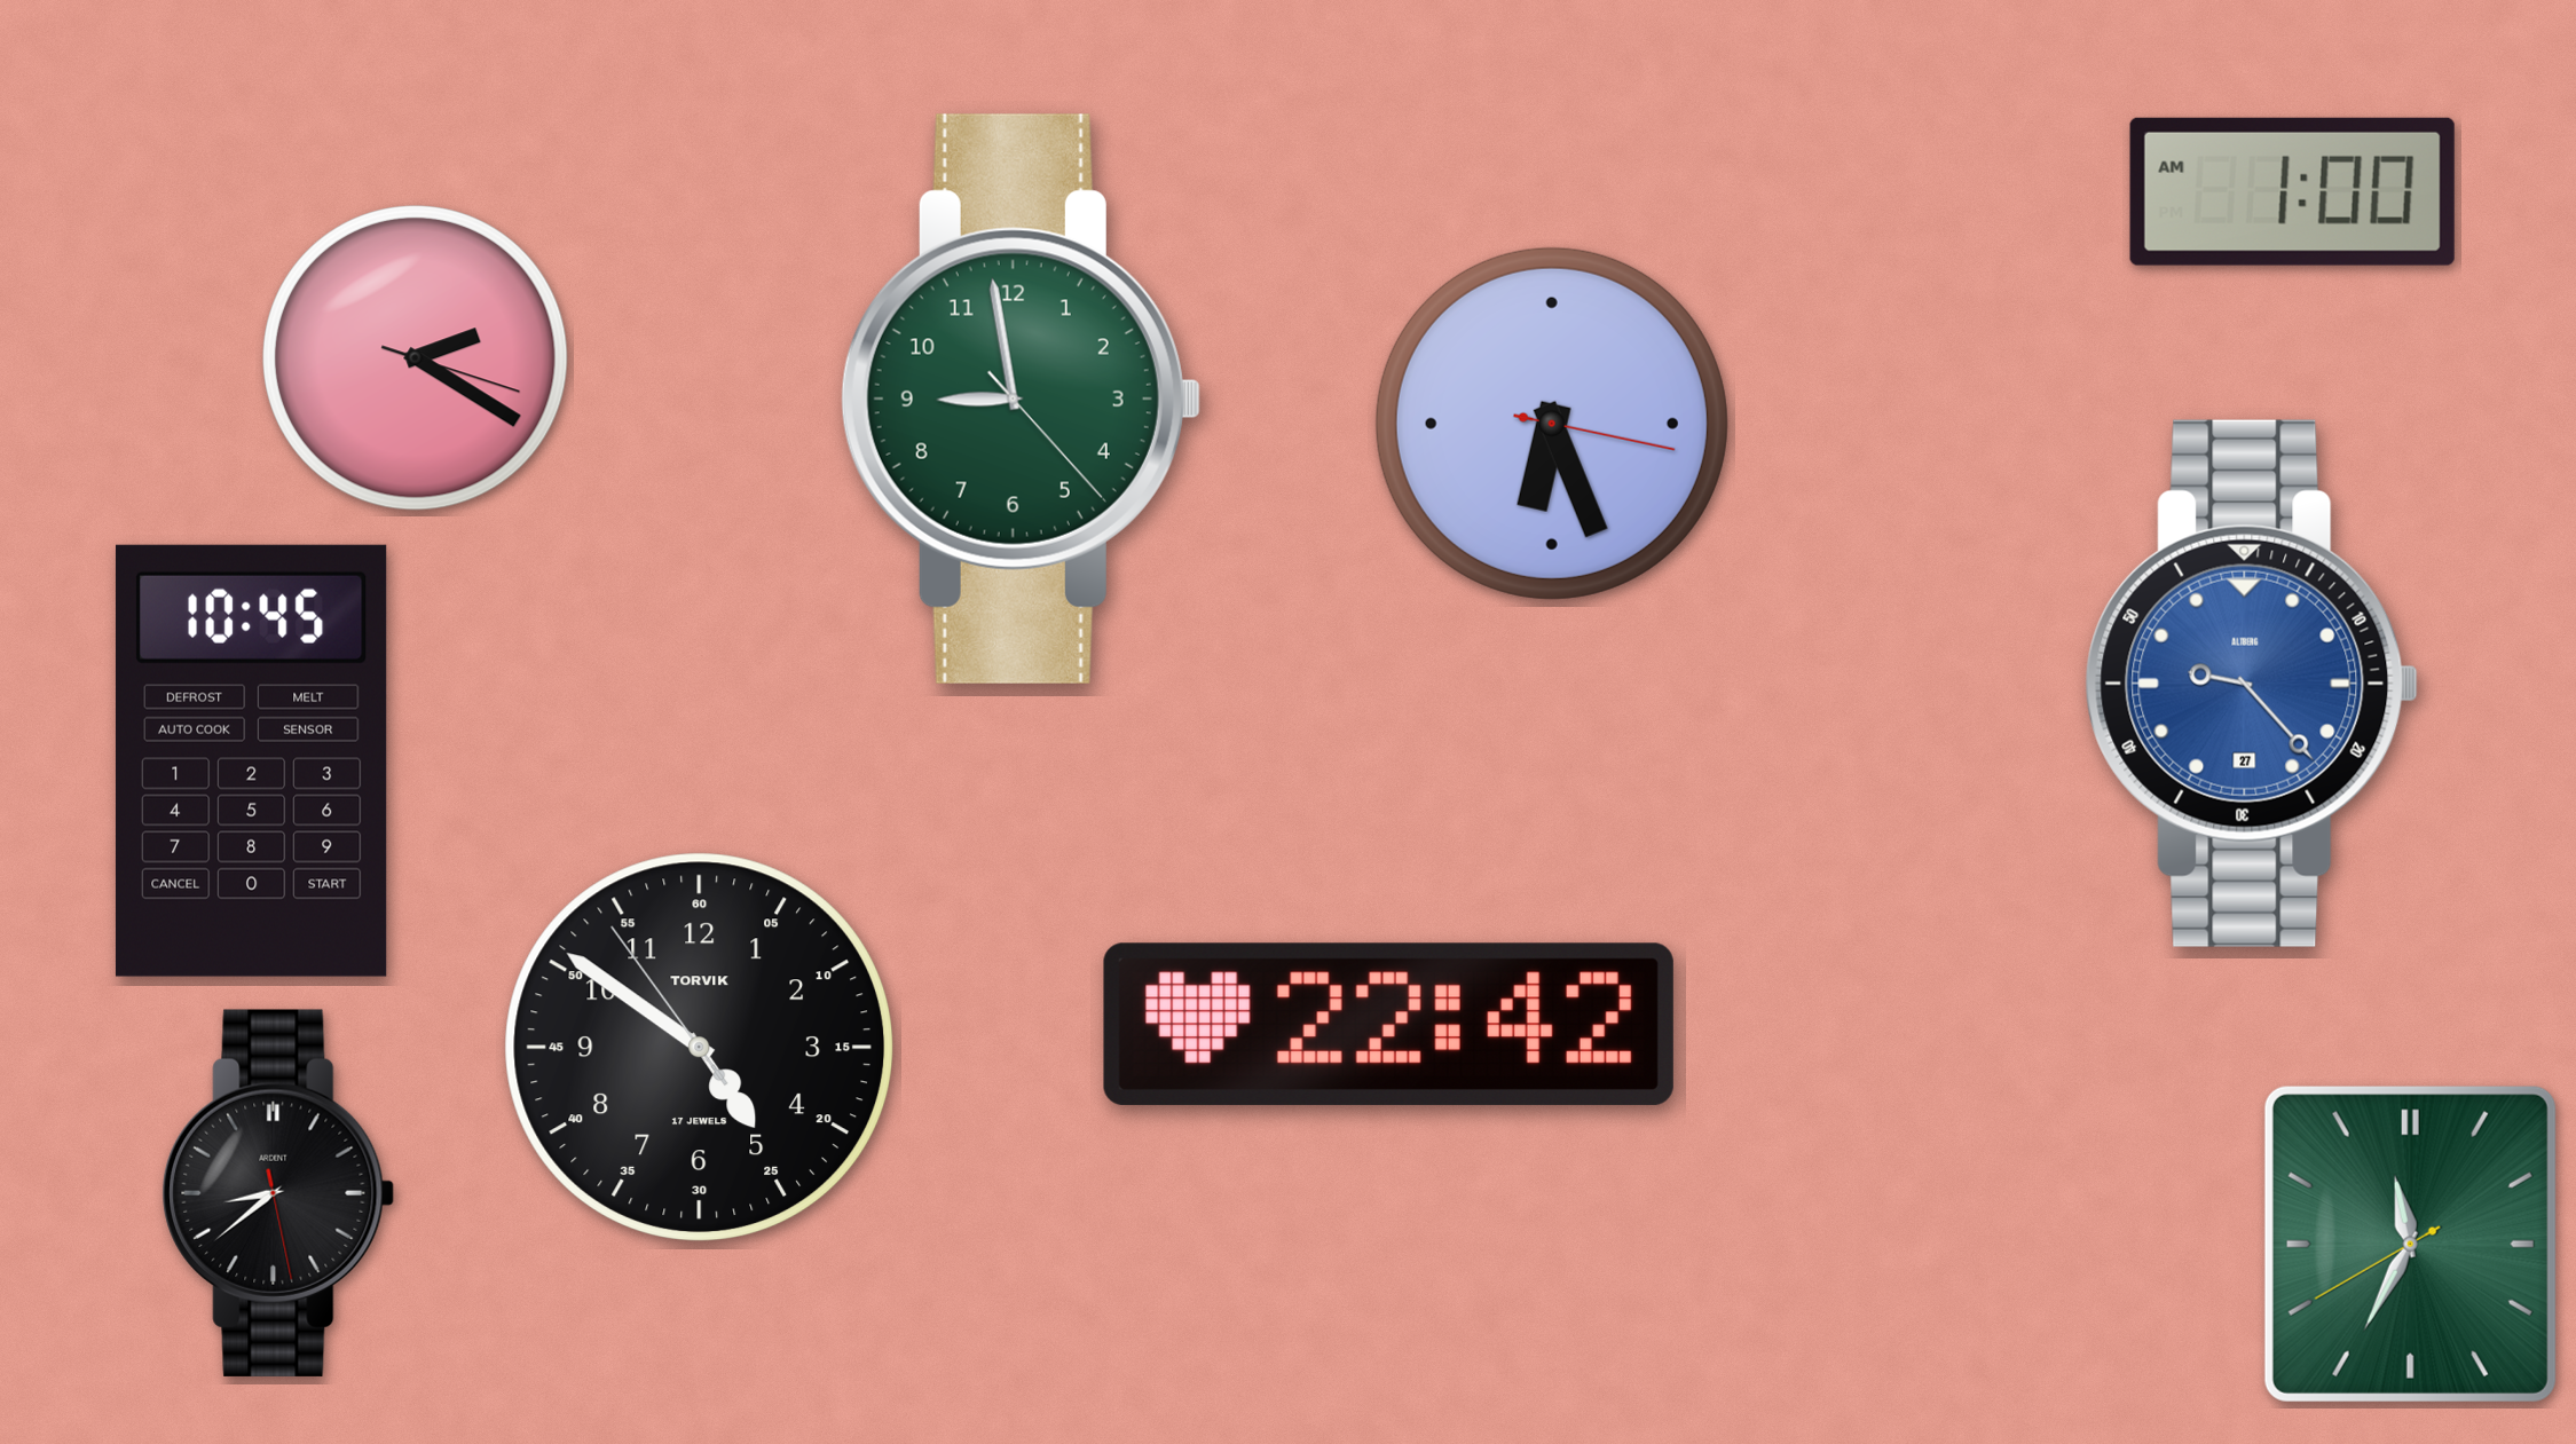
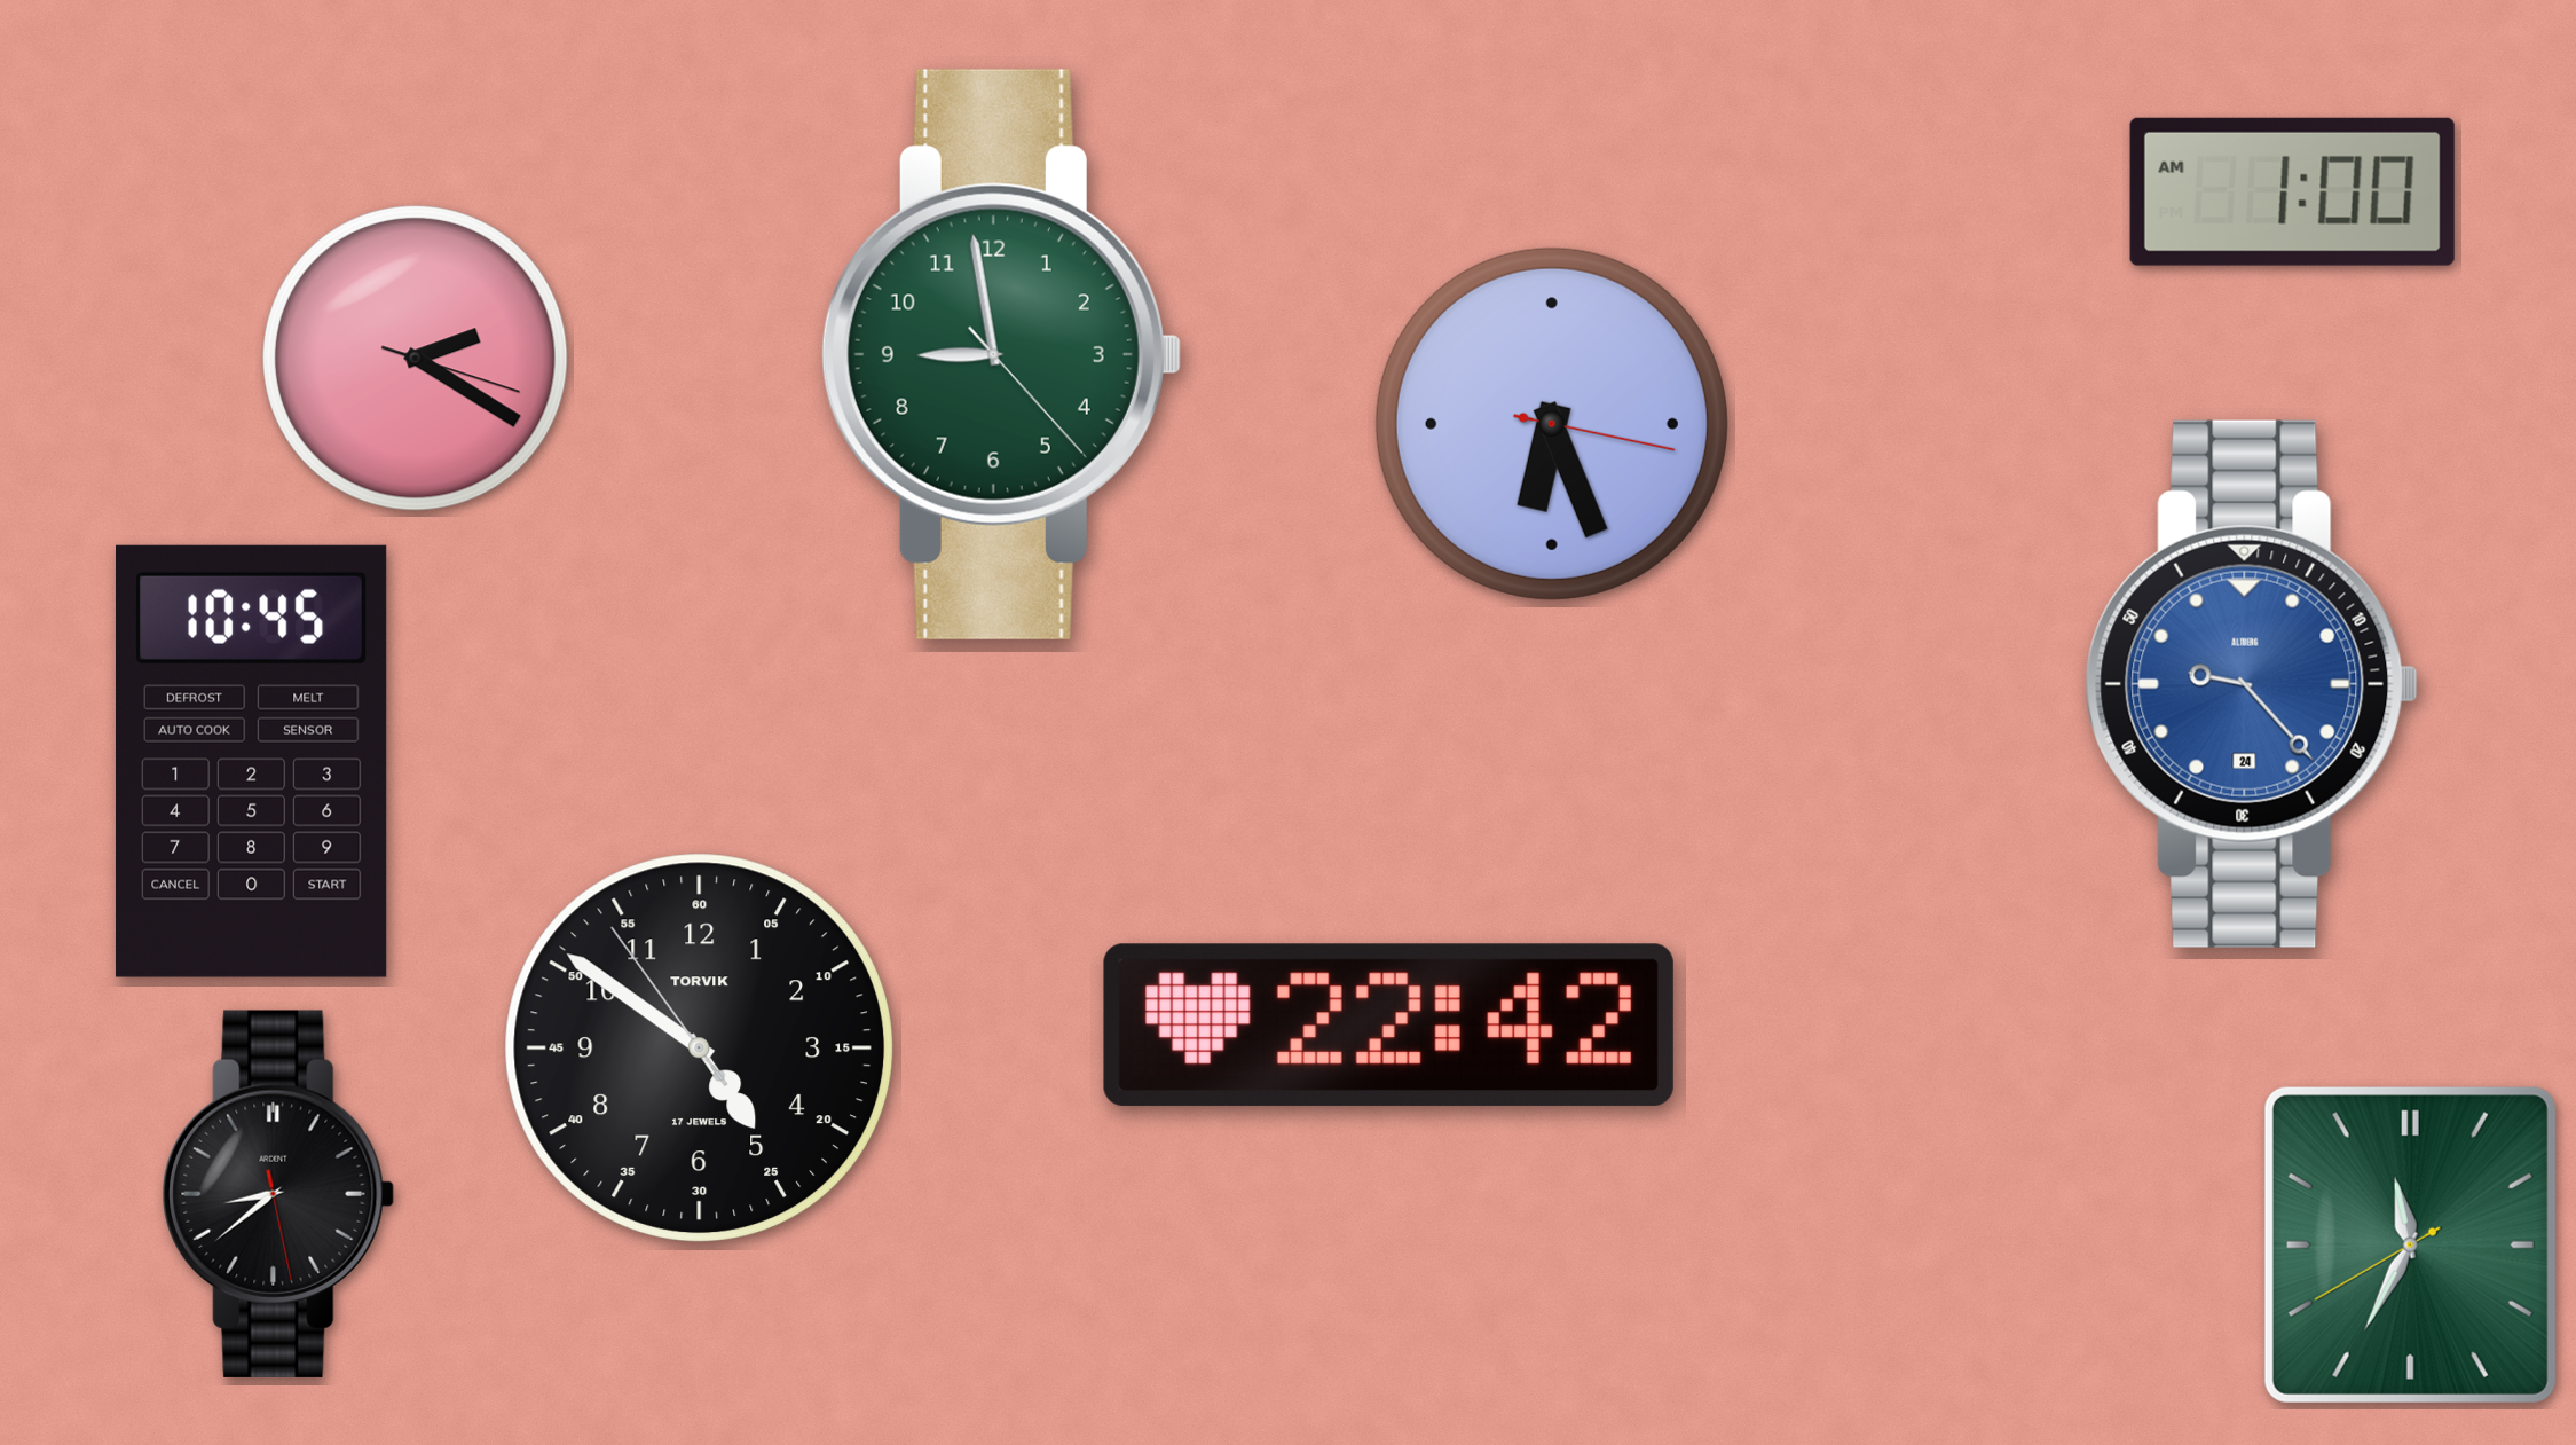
clock at (1021, 399) position: (1021, 399) -> (1001, 354)
clock at (2252, 684) date: 27 -> 24
